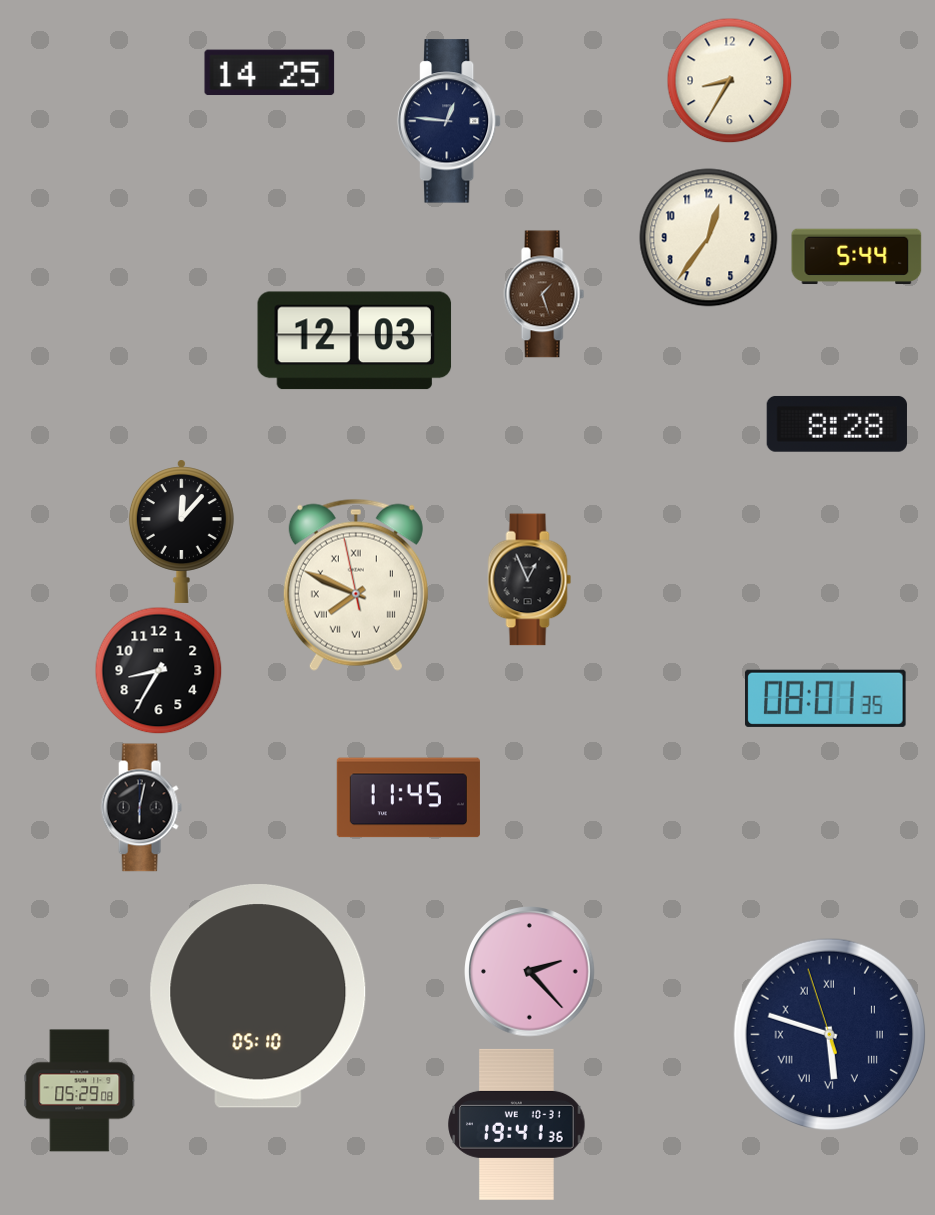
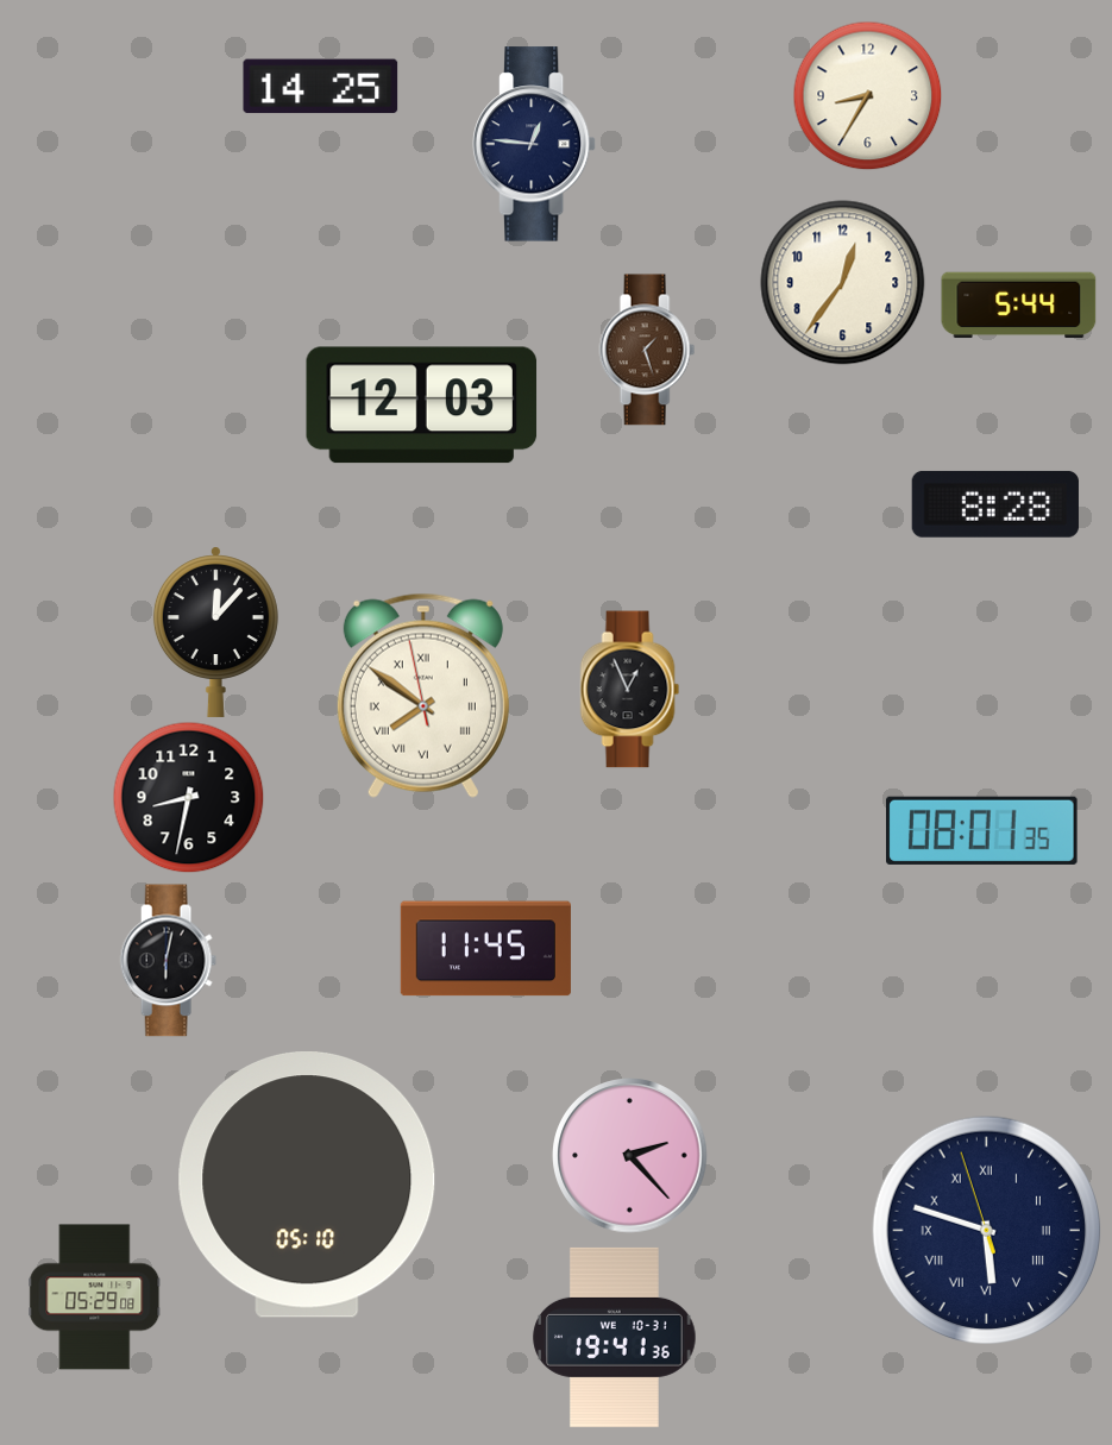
clock at (356, 585): 7:48 -> 7:50
clock at (158, 670): 8:35 -> 8:32
